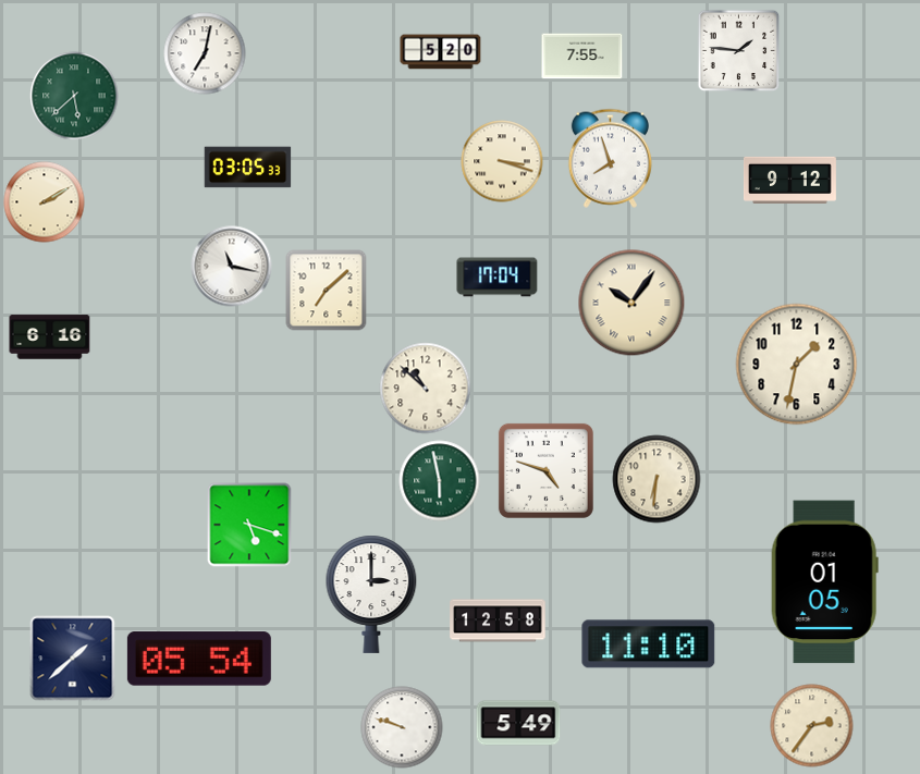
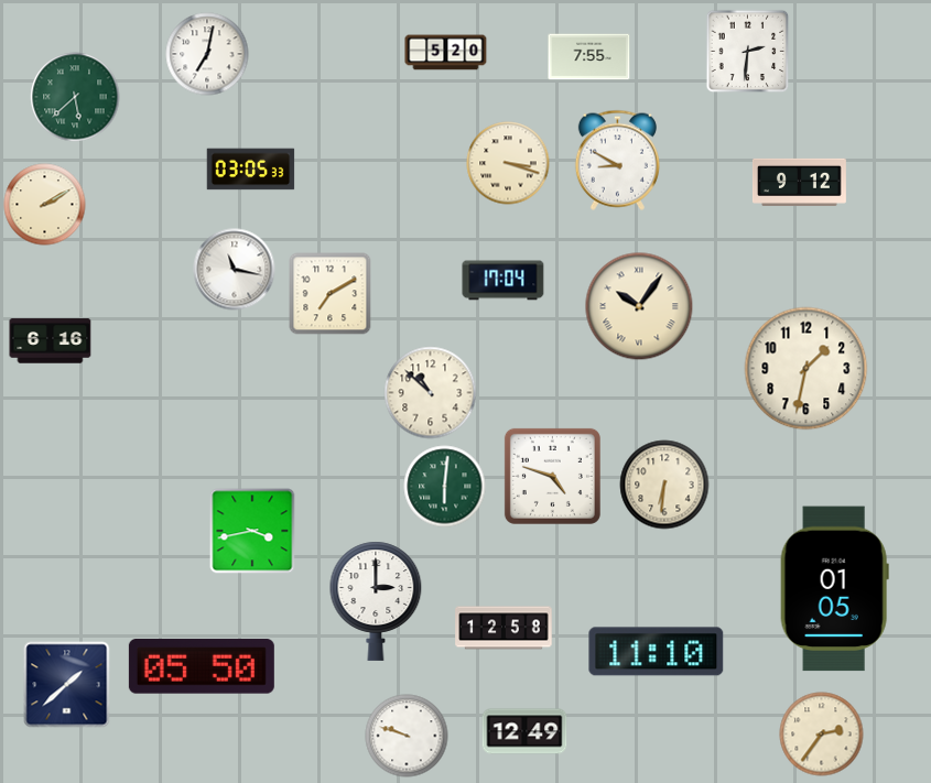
clock at (739, 51): 1:46 -> 2:31
clock at (610, 158): 7:57 -> 8:50
clock at (327, 291): 7:08 -> 7:10
clock at (440, 481): 5:58 -> 6:01
clock at (249, 525): 5:18 -> 3:43
clock at (73, 659) position: (73, 659) -> (67, 685)
clock at (199, 659): 05:54 -> 05:50
clock at (518, 723): 5:49 -> 12:49
